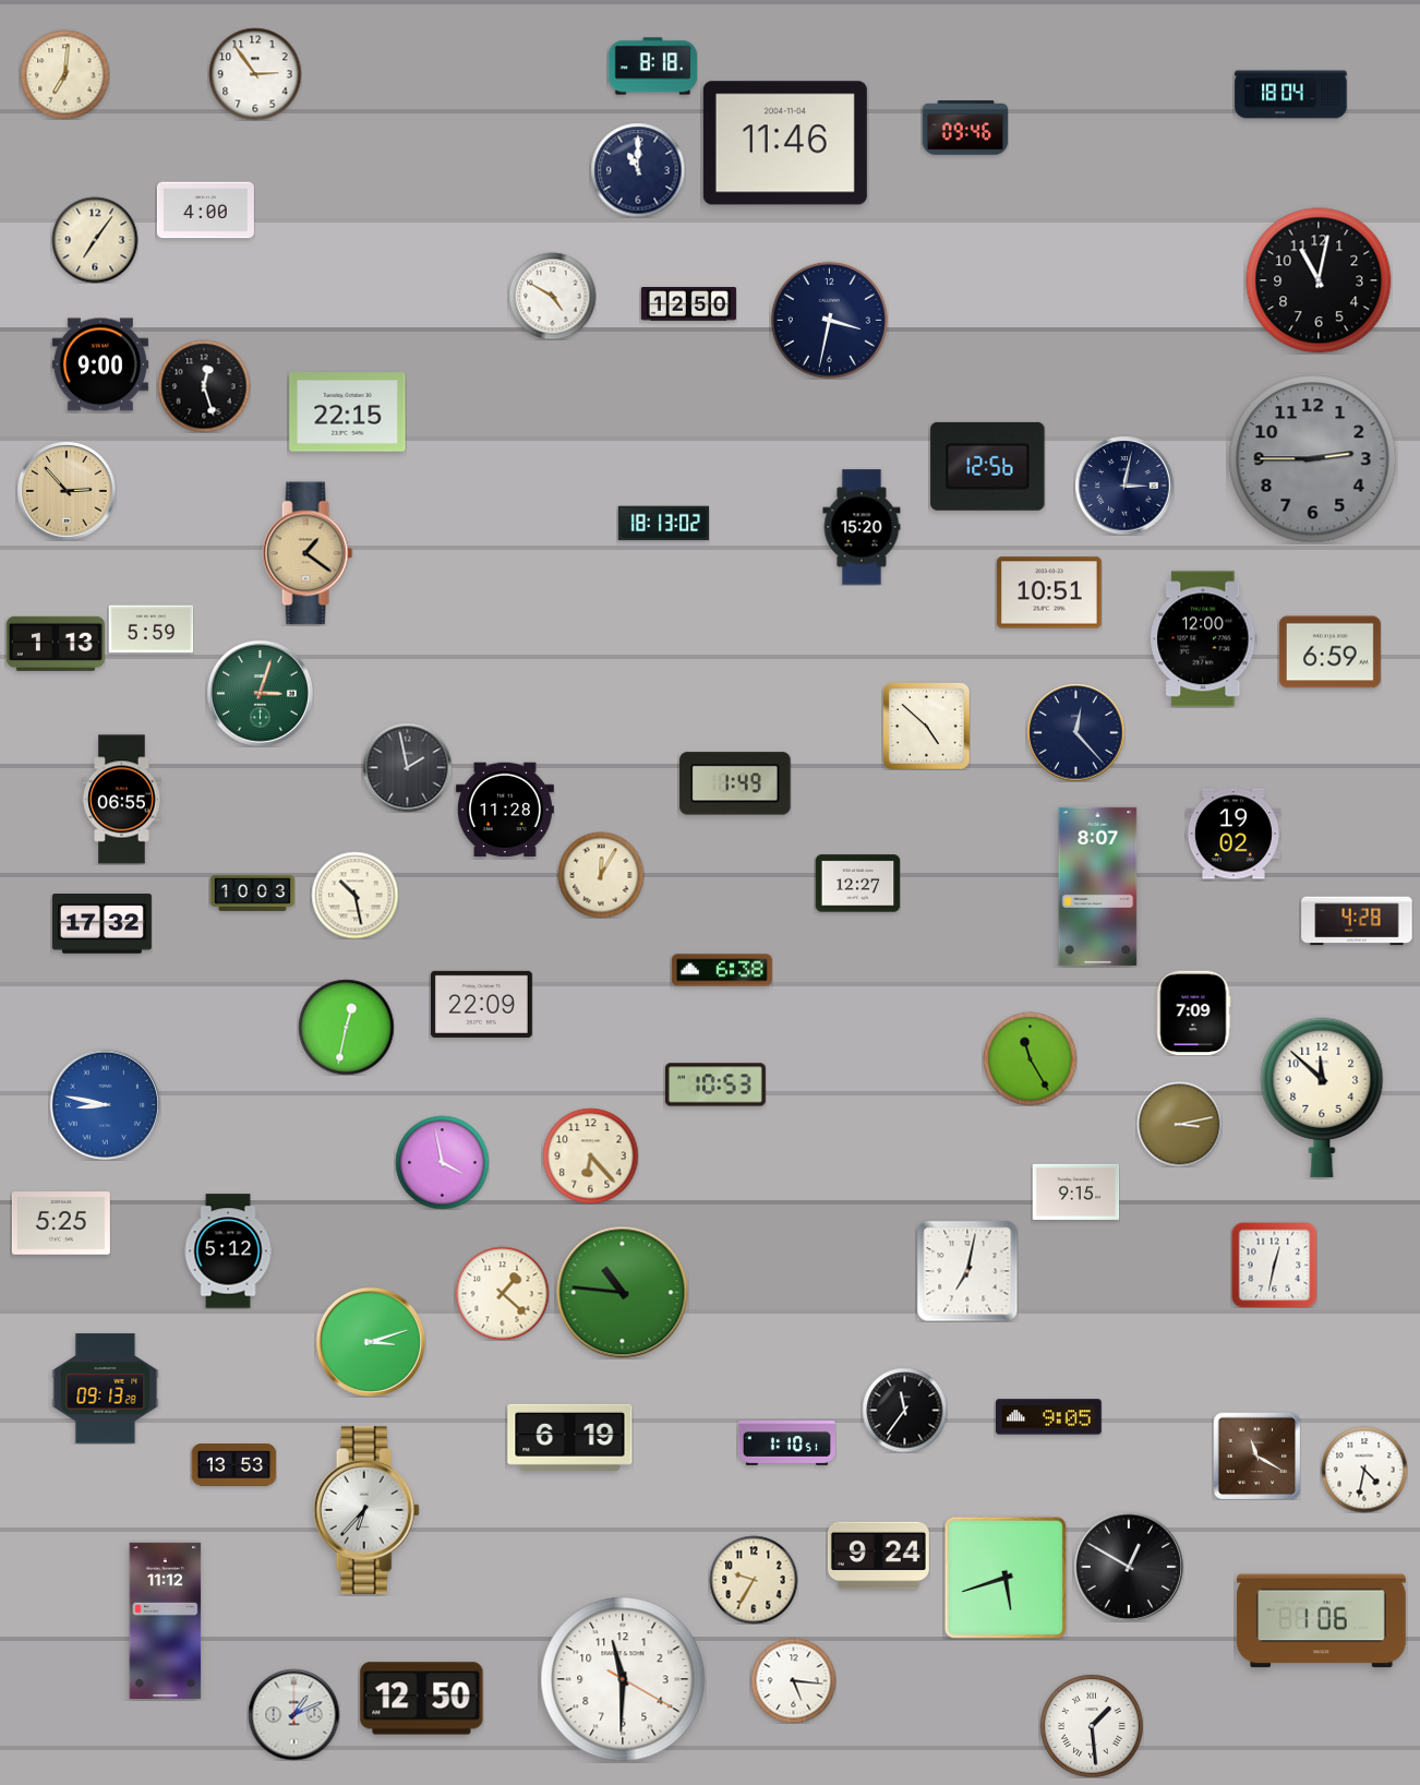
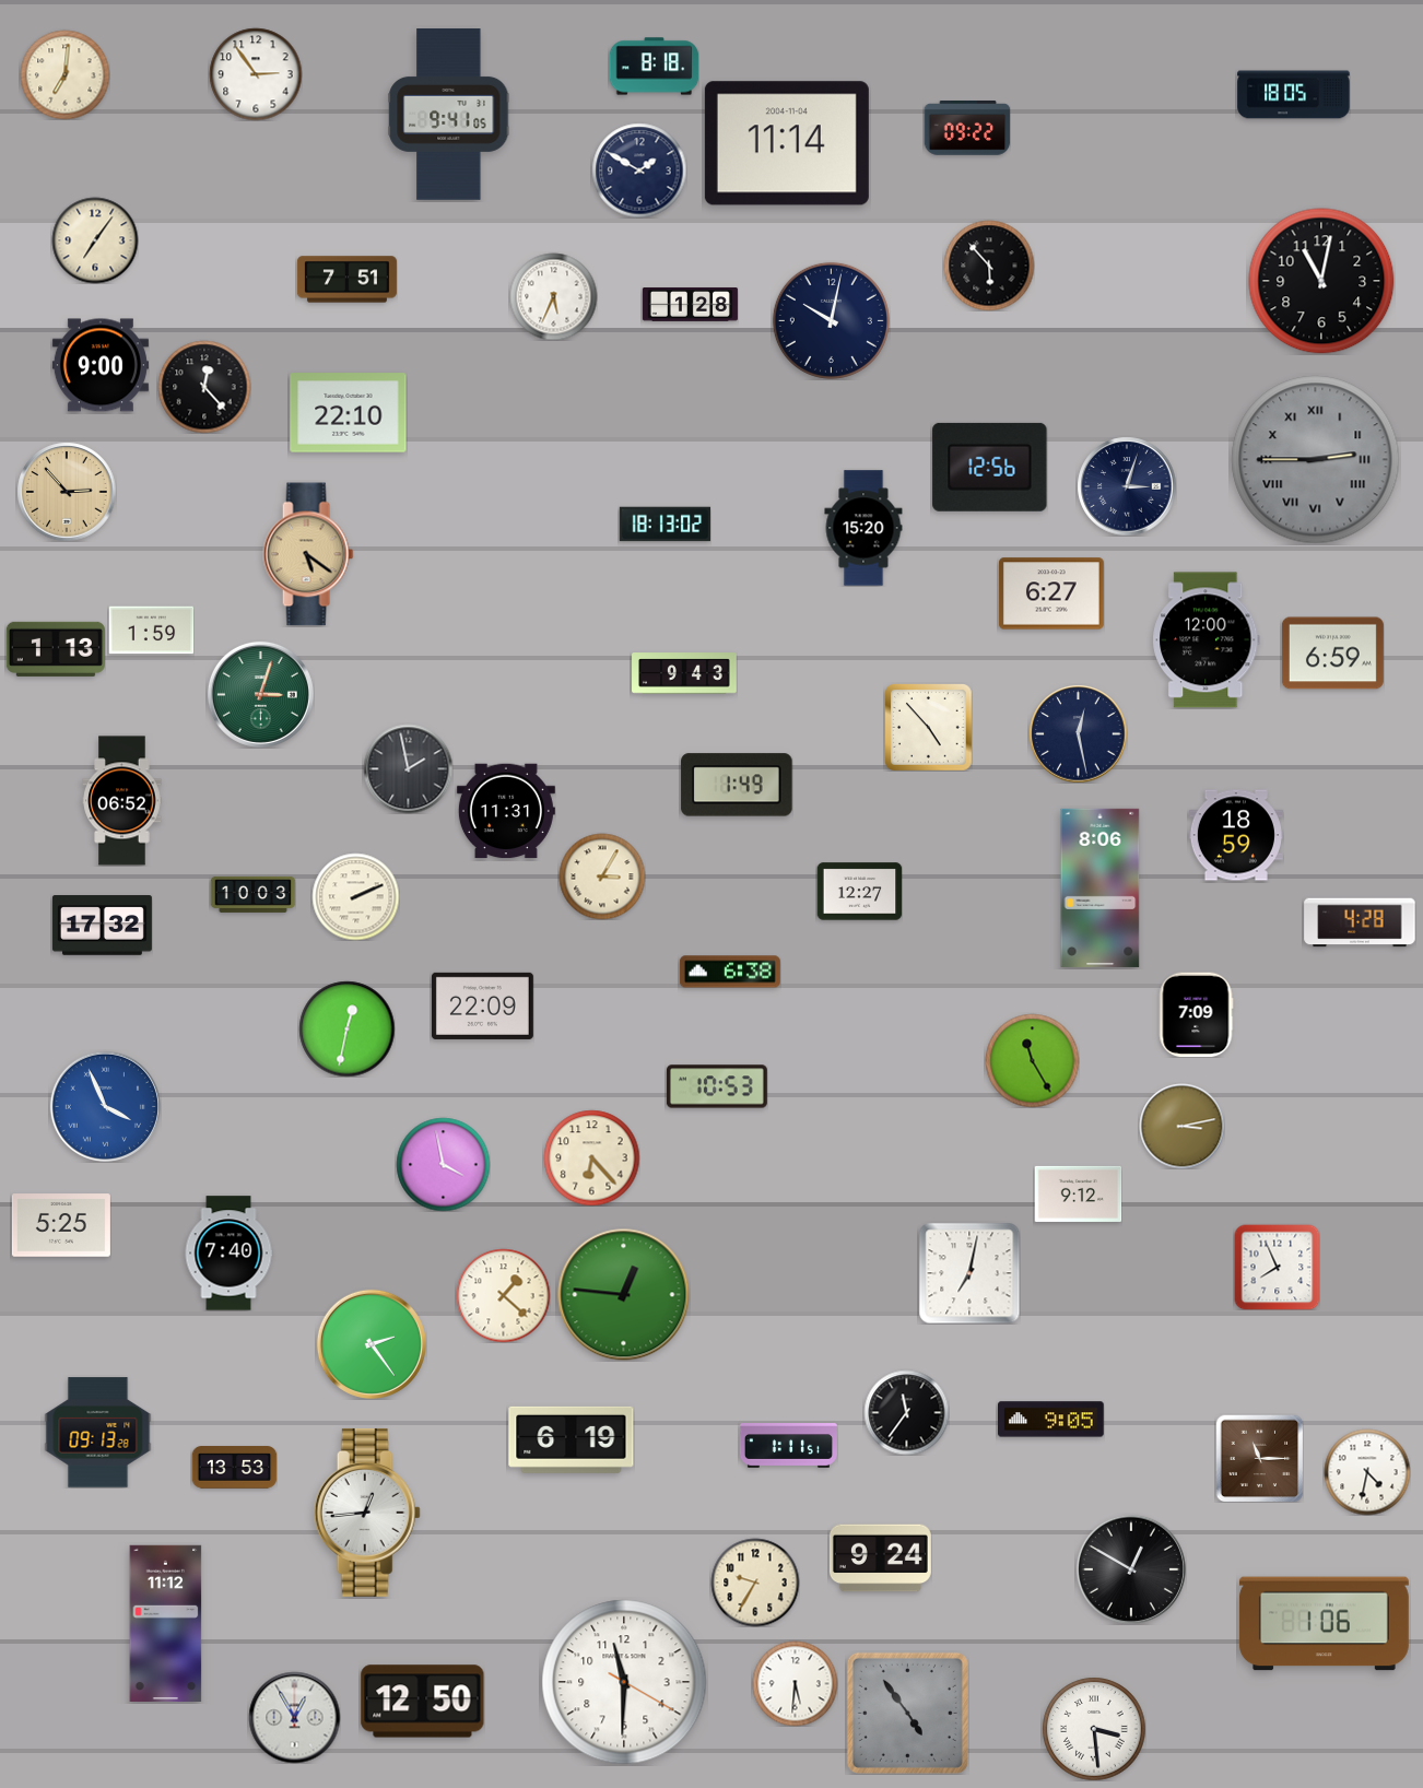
clock at (1291, 95): 18:04 -> 18:05
clock at (449, 115): none -> 9:41
clock at (965, 128): 09:46 -> 09:22
clock at (785, 143): 11:46 -> 11:14
clock at (638, 170): 11:00 -> 1:50
clock at (205, 211): 4:00 -> none
clock at (989, 266): none -> 5:53
clock at (346, 280): none -> 7:51
clock at (552, 296): 4:50 -> 5:34
clock at (688, 304): 12:50 -> 1:28
clock at (829, 320): 3:32 -> 10:02
clock at (204, 386): 12:27 -> 12:23
clock at (348, 412): 22:15 -> 22:10
clock at (1313, 459) numerals: Arabic -> Roman
clock at (1124, 486): 3:02 -> 3:03
clock at (308, 553): 1:21 -> 5:21
clock at (1050, 592): 10:51 -> 6:27
clock at (151, 630): 5:59 -> 1:59
clock at (56, 644) position: (56, 644) -> (56, 649)
clock at (684, 673): none -> 9:43
clock at (926, 726): 4:52 -> 4:53
clock at (1075, 732): 12:23 -> 12:28
clock at (122, 800): 06:55 -> 06:52
clock at (505, 810): 11:28 -> 11:31
clock at (1234, 834): 19:02 -> 18:59
clock at (601, 875): 12:05 -> 3:05
clock at (857, 884) position: (857, 884) -> (859, 892)
clock at (1098, 886): 8:07 -> 8:06
clock at (354, 895): 10:28 -> 2:11
clock at (722, 970) position: (722, 970) -> (730, 972)
clock at (1322, 1098): 11:52 -> none
clock at (105, 1104): 8:47 -> 3:56
clock at (1075, 1191): 9:15 -> 9:12
clock at (228, 1251): 5:12 -> 7:40
clock at (1274, 1265): 12:32 -> 7:56
clock at (623, 1293): 10:46 -> 12:46
clock at (371, 1342): 3:12 -> 2:24
clock at (106, 1389) position: (106, 1389) -> (98, 1433)
clock at (786, 1443): 1:10 -> 1:11
clock at (1256, 1455): 11:20 -> 11:15
clock at (366, 1510): 6:37 -> 12:44
clock at (1006, 1578): 5:42 -> none
clock at (793, 1680): 5:16 -> 5:31
clock at (907, 1713): none -> 4:54
clock at (293, 1714): 1:11 -> 12:55
clock at (1092, 1726): 1:29 -> 3:29
